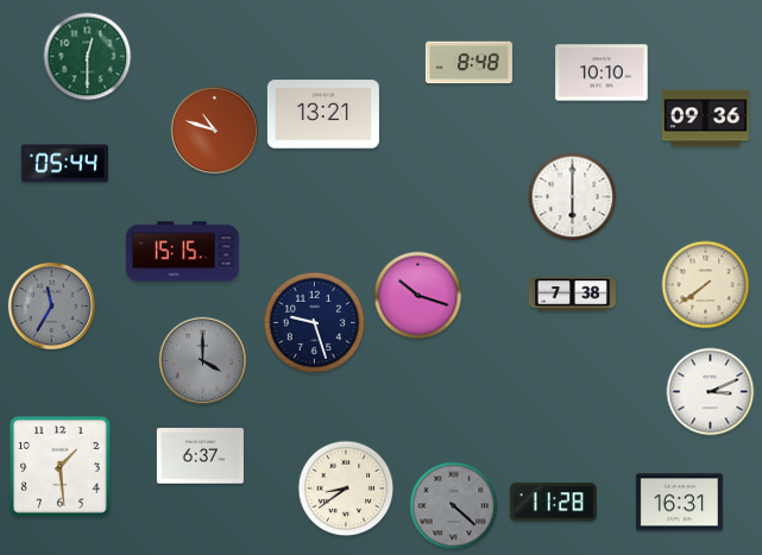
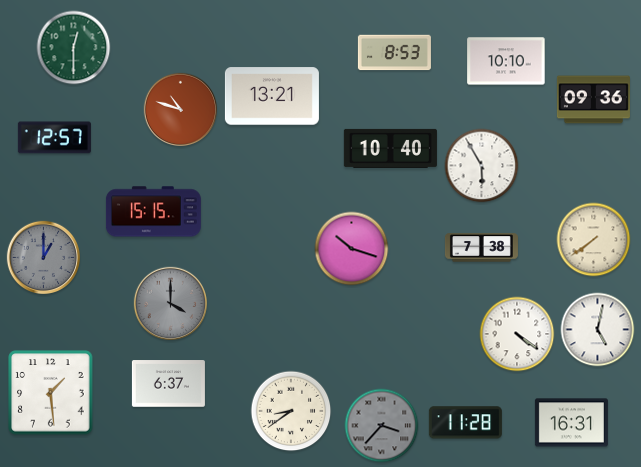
clock at (468, 63): 8:48 -> 8:53
clock at (64, 164): 05:44 -> 12:57
clock at (390, 148): none -> 10:40
clock at (573, 197): 6:00 -> 5:55
clock at (52, 307): 11:35 -> 1:00
clock at (314, 322): 9:27 -> none
clock at (711, 392): 3:11 -> 5:02
clock at (517, 334): none -> 4:21
clock at (454, 506): 4:22 -> 3:37
